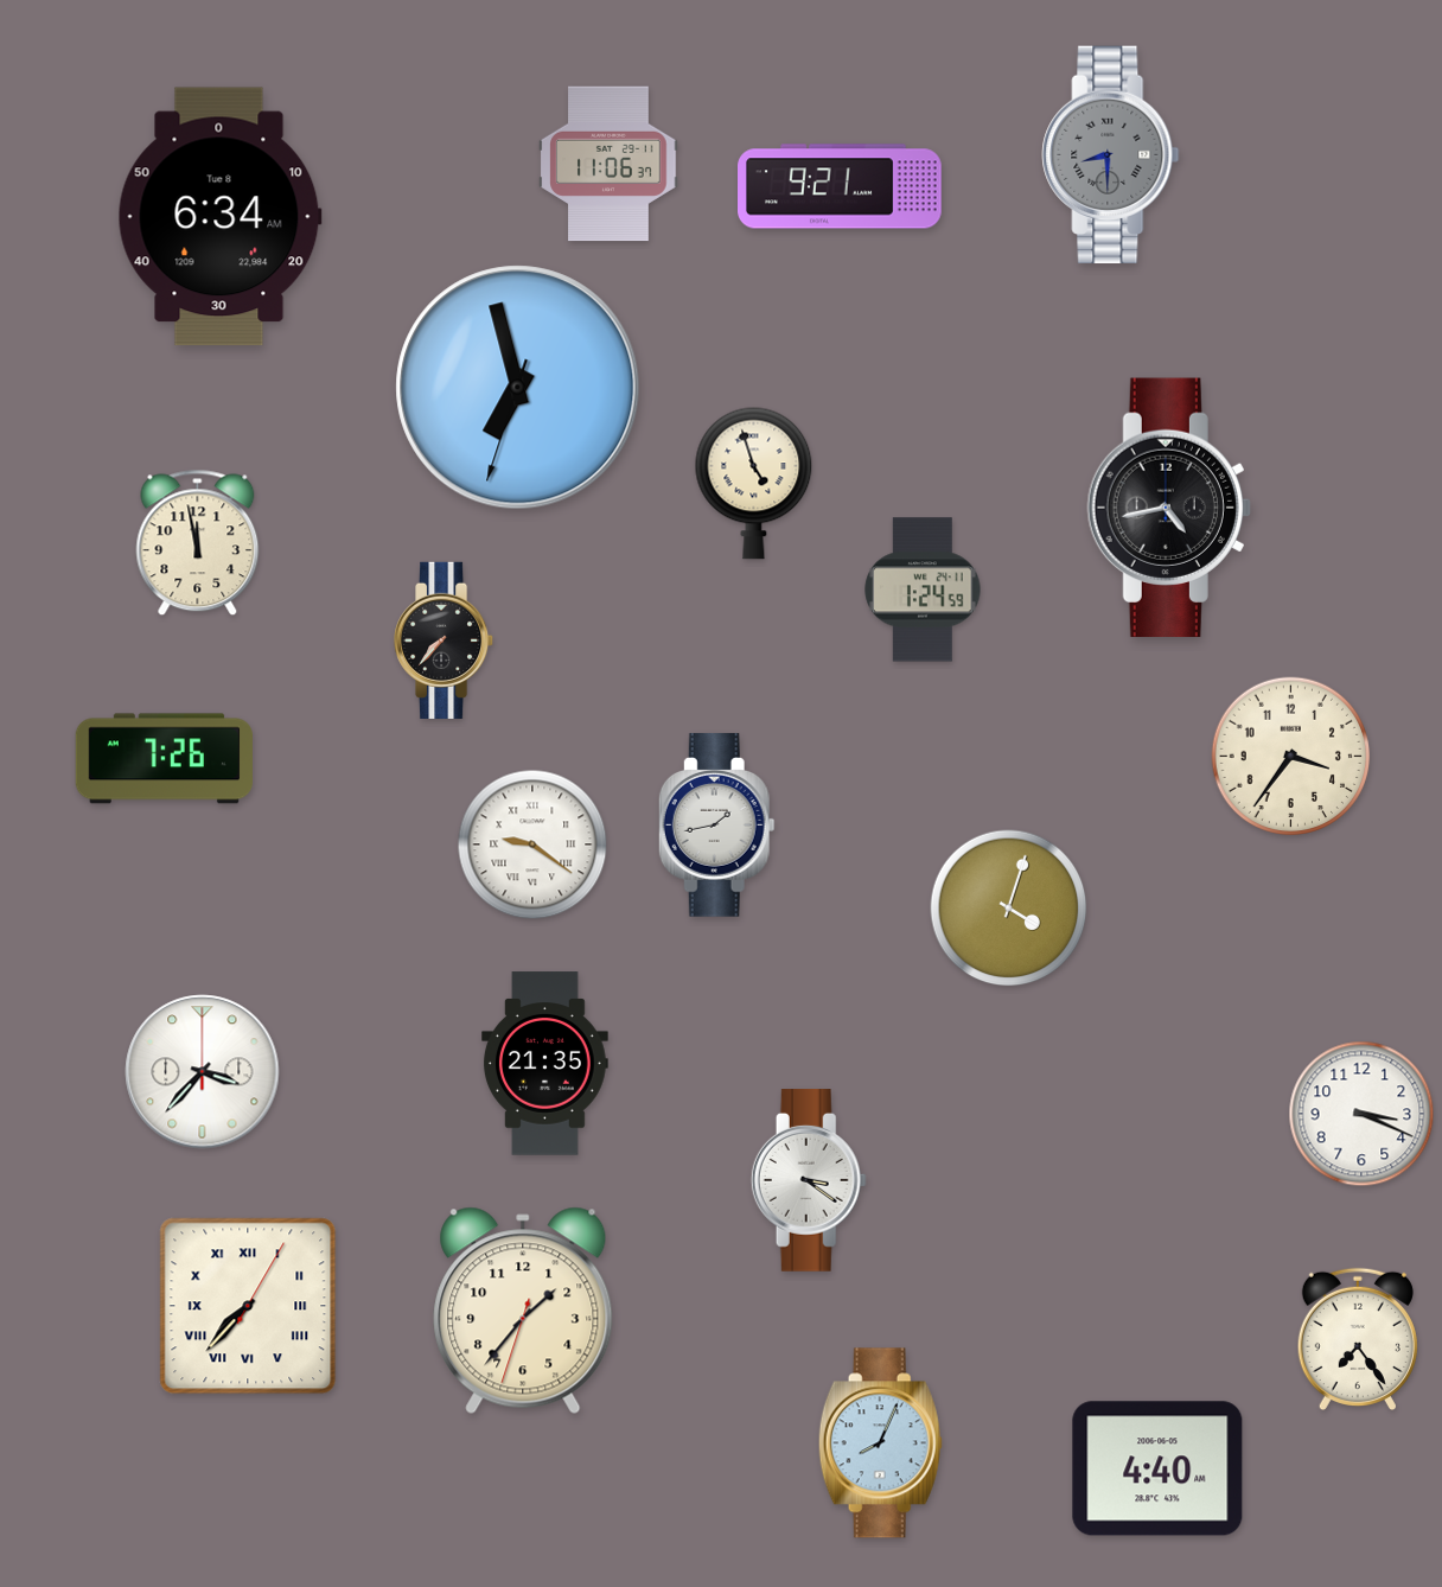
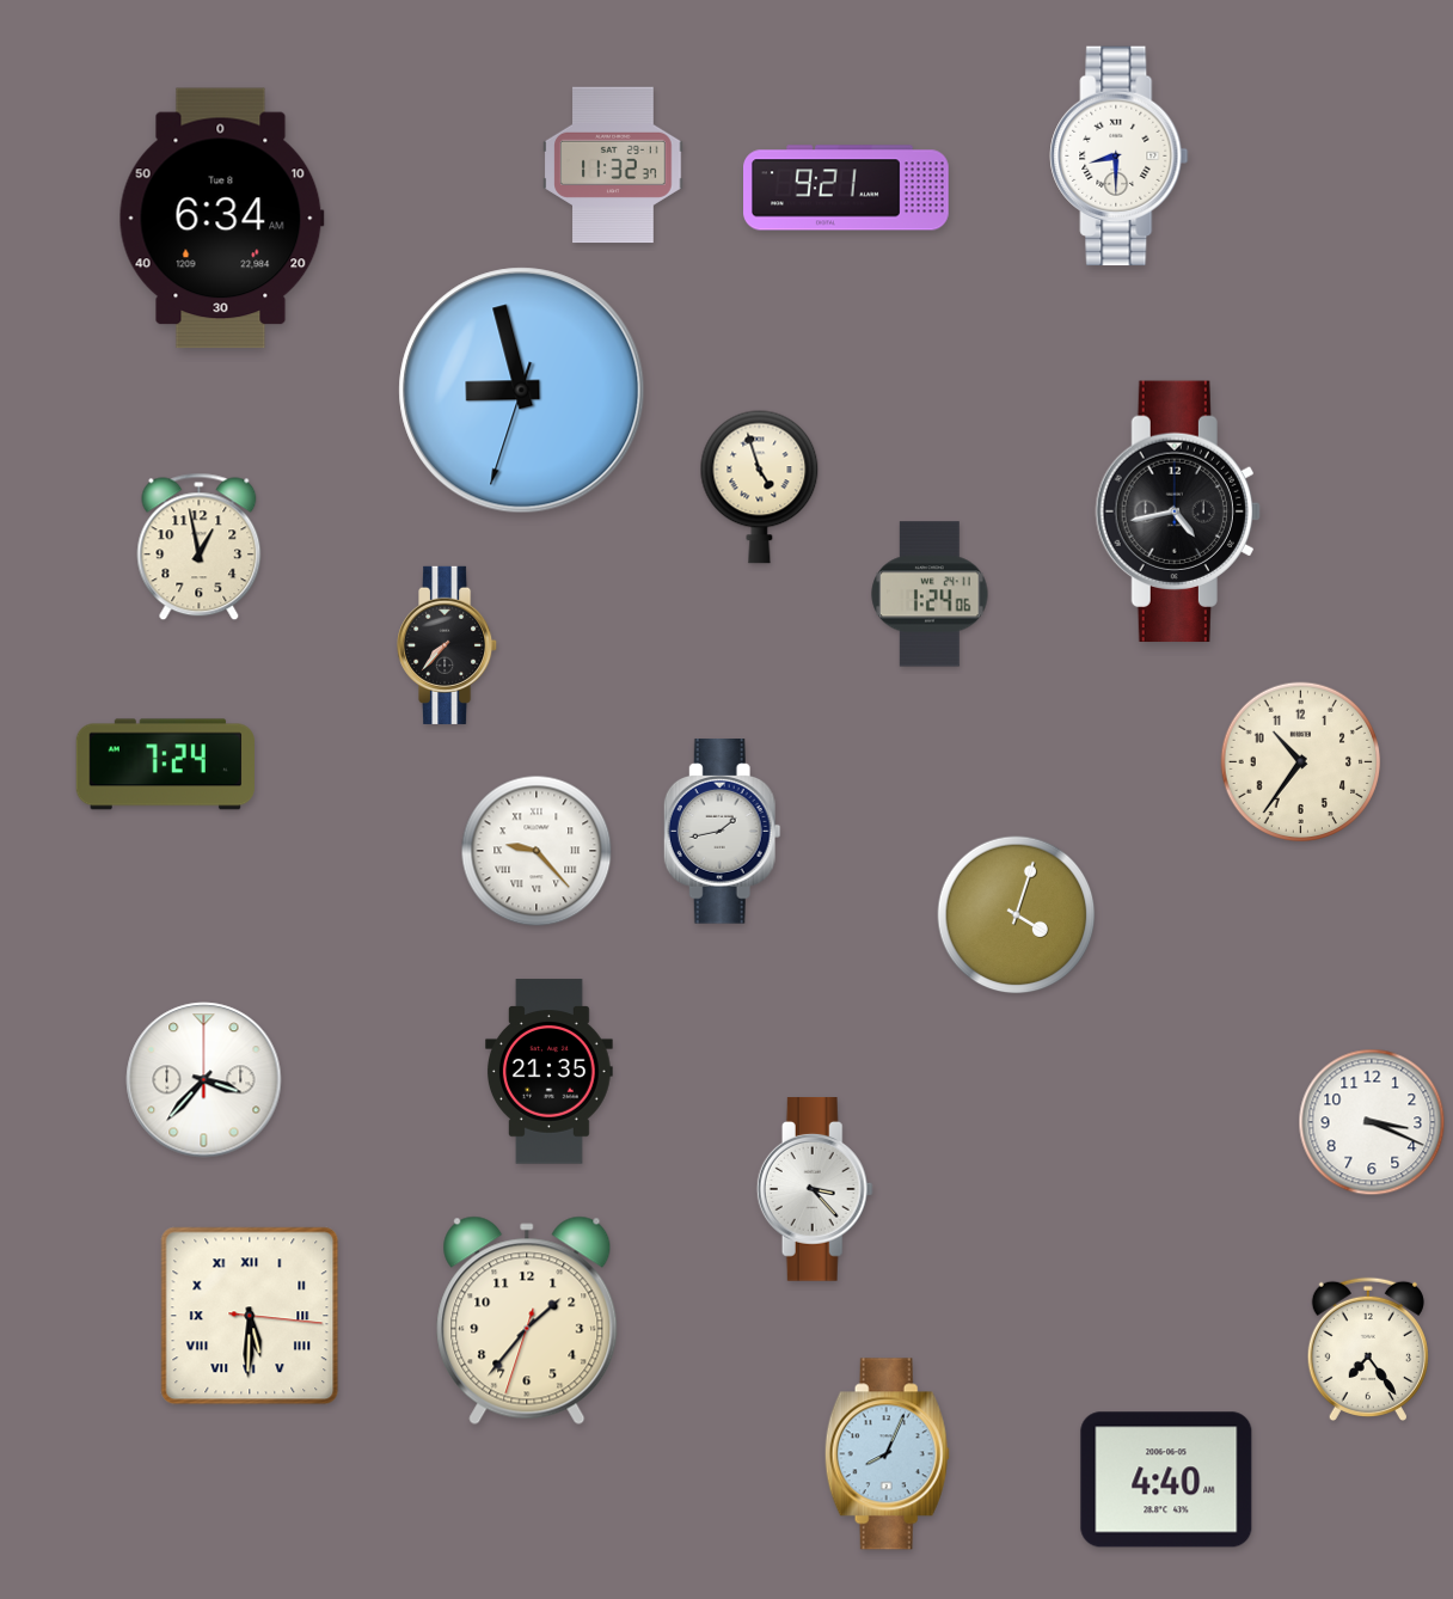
clock at (1111, 155) dial: grey -> white
clock at (608, 164): 11:06 -> 11:32
clock at (518, 388): 6:57 -> 8:57
clock at (198, 543): 11:58 -> 12:58
clock at (923, 589): 1:24:59 -> 1:24:06
clock at (1291, 757): 3:36 -> 10:36
clock at (164, 759): 7:26 -> 7:24
clock at (532, 845): 9:21 -> 9:23
clock at (809, 1181): 3:21 -> 3:23
clock at (248, 1306): 7:37 -> 5:30
